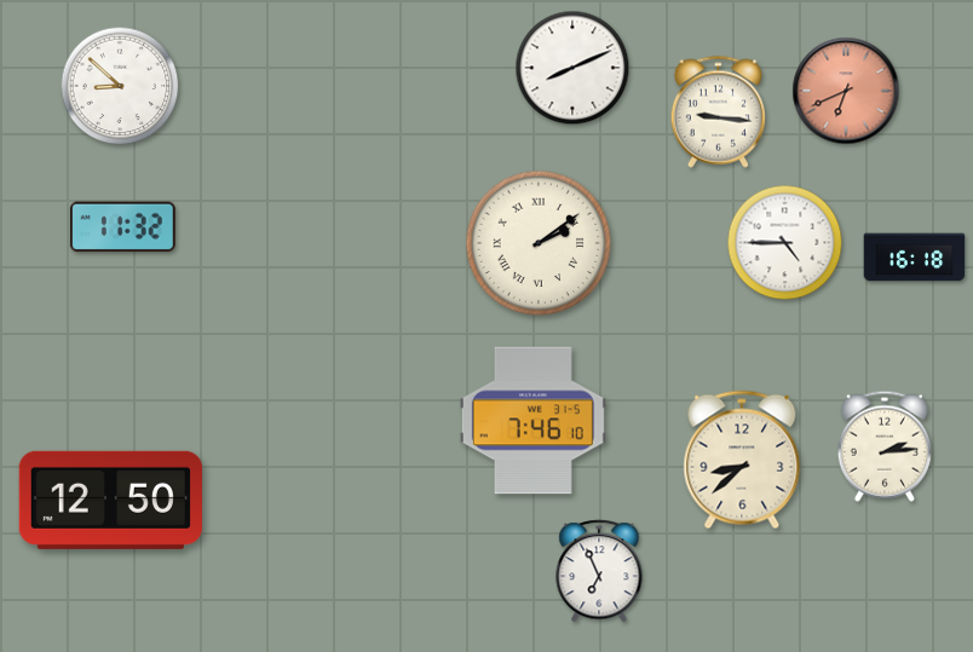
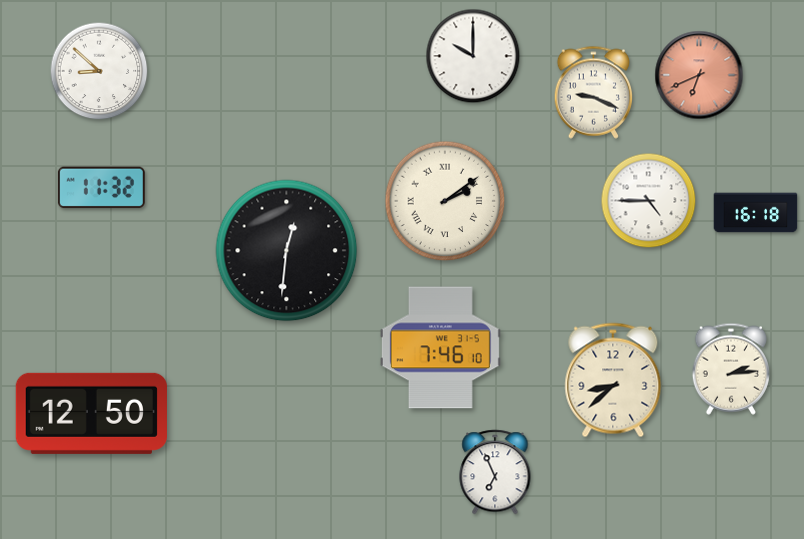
clock at (572, 68): 8:11 -> 10:00
clock at (718, 111): 9:16 -> 9:19
clock at (287, 251): none -> 12:31
